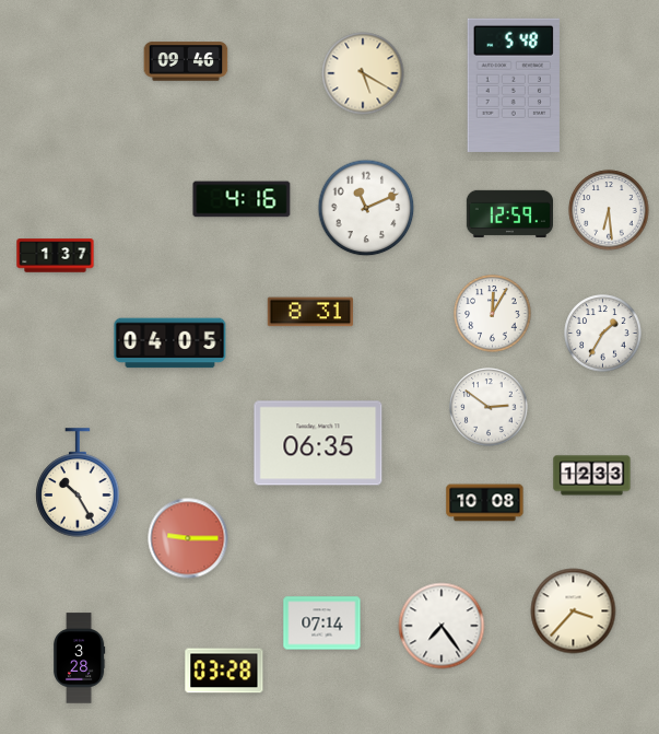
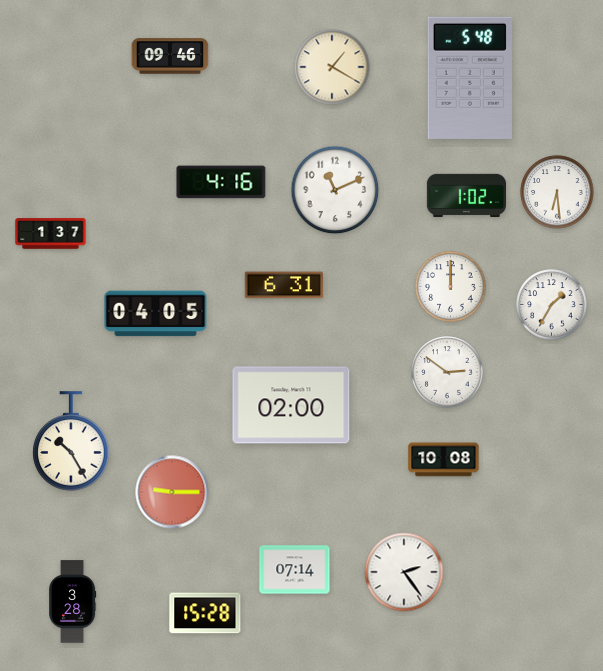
clock at (363, 73): 5:20 -> 1:20
clock at (509, 213): 12:59 -> 1:02
clock at (310, 312): 8:31 -> 6:31
clock at (493, 314): 12:05 -> 12:00
clock at (318, 443): 06:35 -> 02:00
clock at (592, 476): 12:33 -> none
clock at (574, 611): 3:37 -> none
clock at (442, 626): 7:24 -> 2:24
clock at (224, 671): 03:28 -> 15:28
